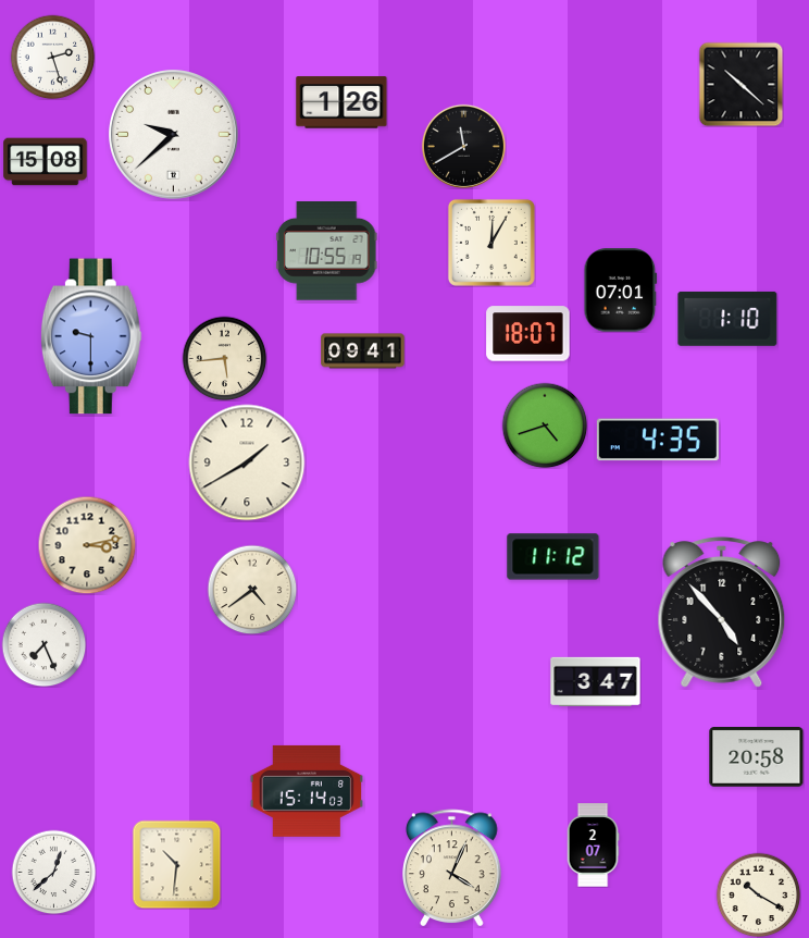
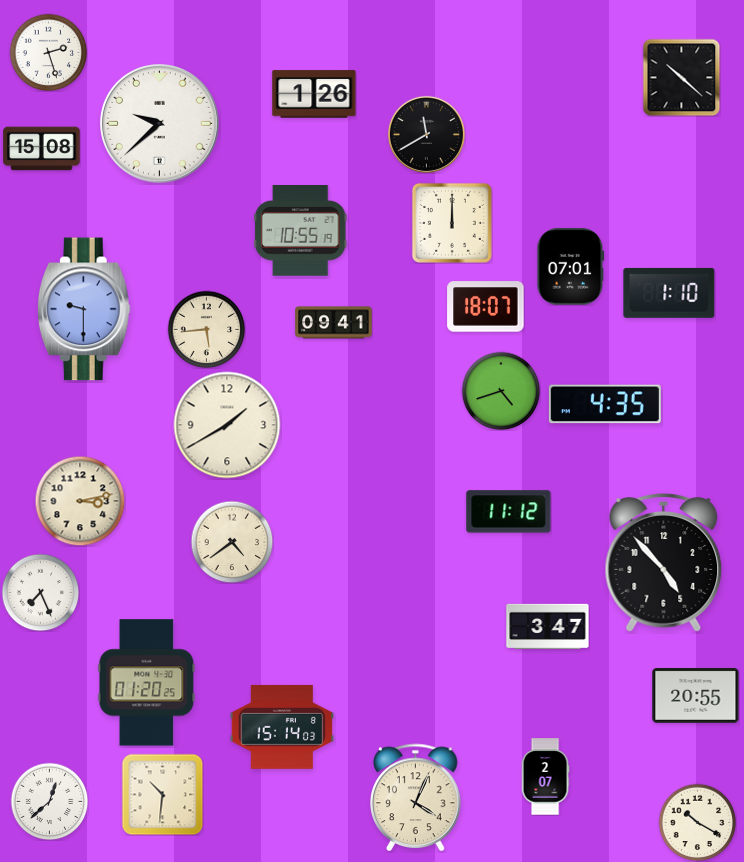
clock at (491, 243): 12:05 -> 12:00
clock at (147, 683): none -> 01:20
clock at (757, 757): 20:58 -> 20:55
